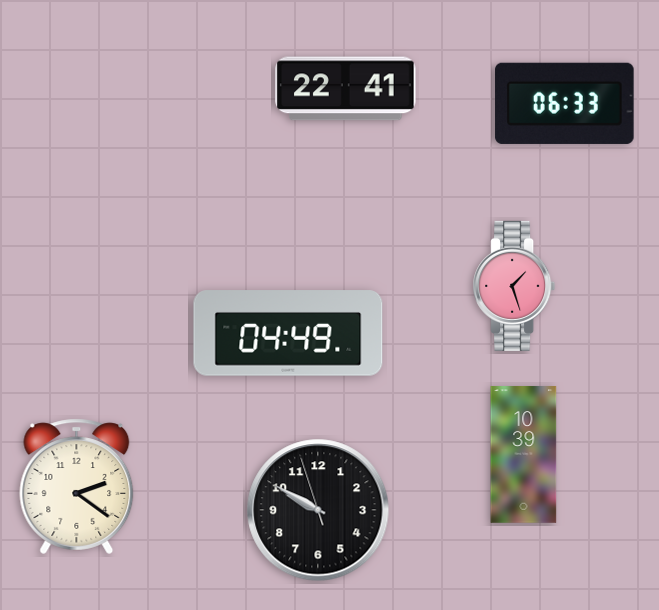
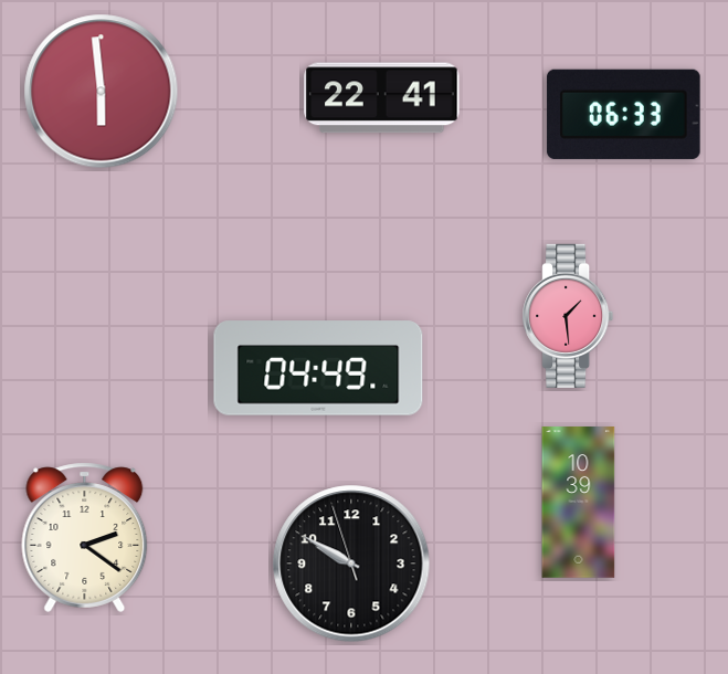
clock at (102, 92): none -> 5:59
clock at (514, 286): 1:27 -> 1:29
